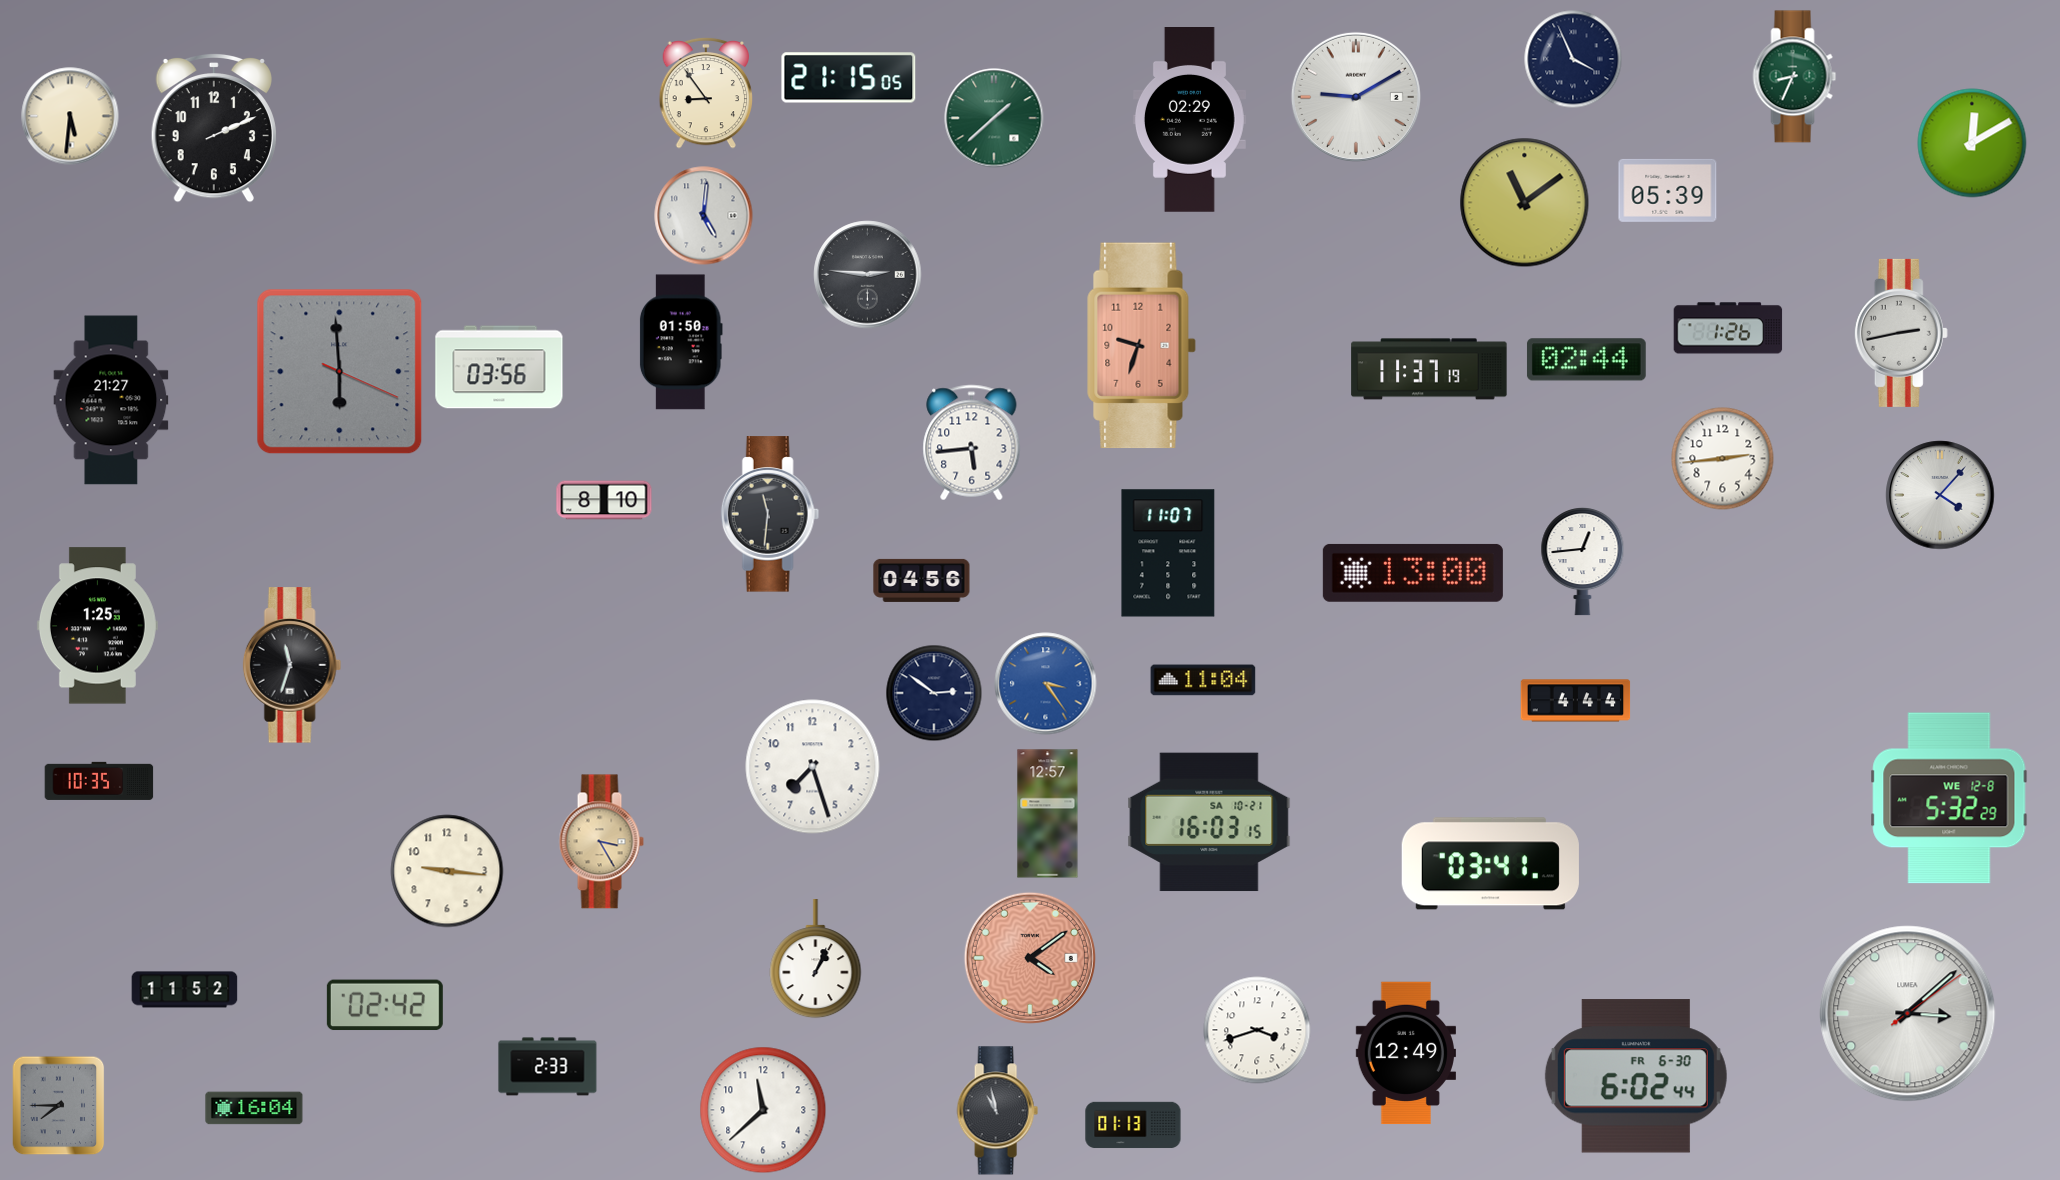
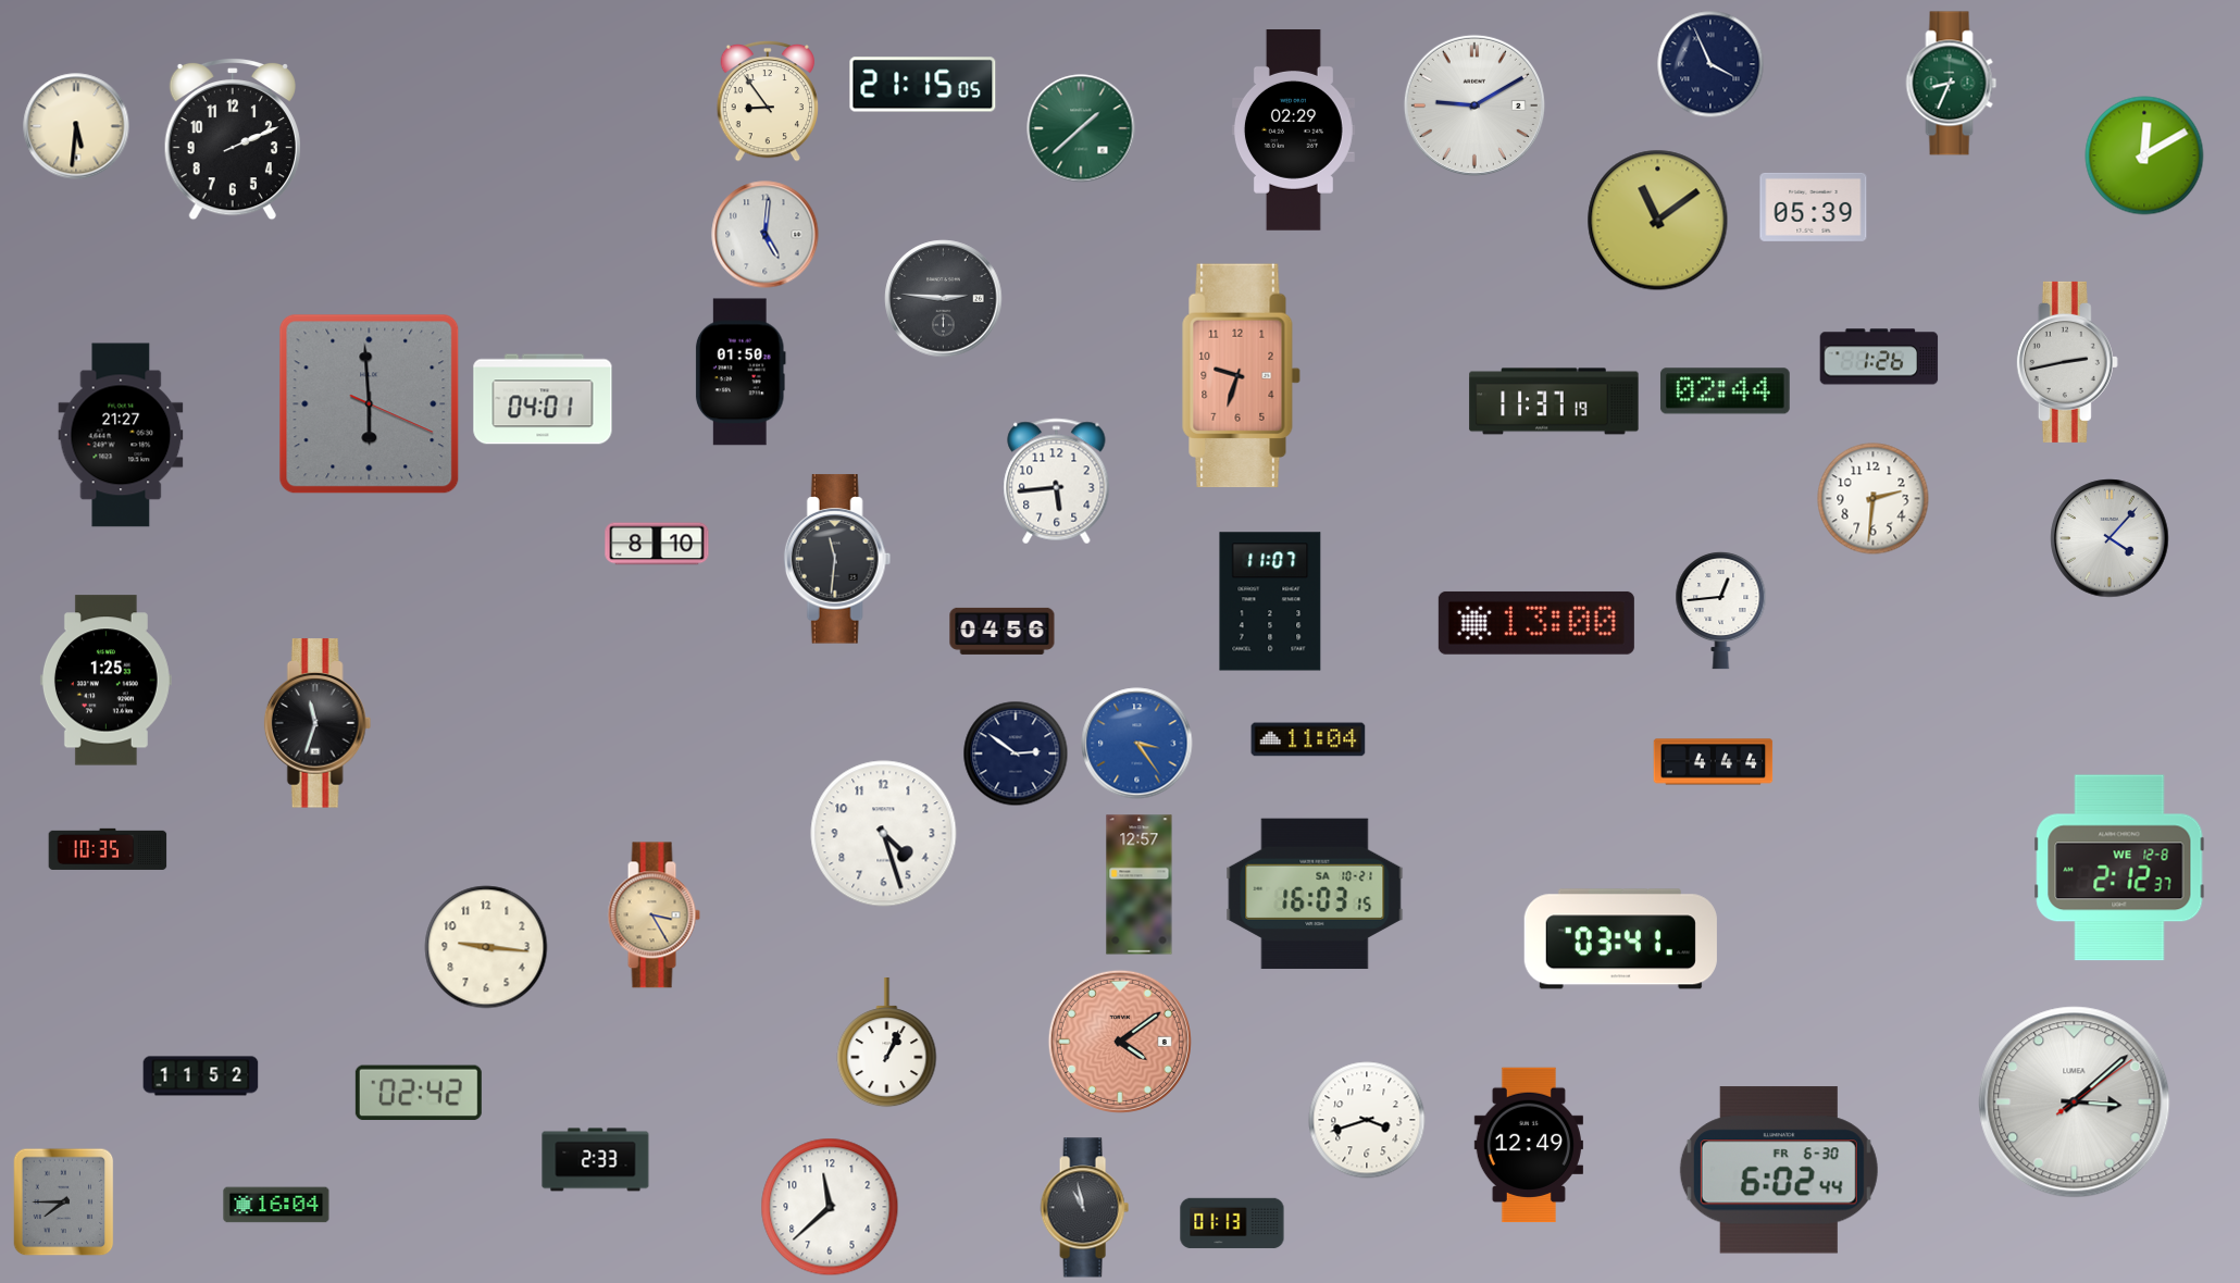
clock at (499, 367): 03:56 -> 04:01
clock at (1723, 459): 2:44 -> 2:31
clock at (813, 767): 7:27 -> 4:27
clock at (1949, 798): 5:32 -> 2:12
